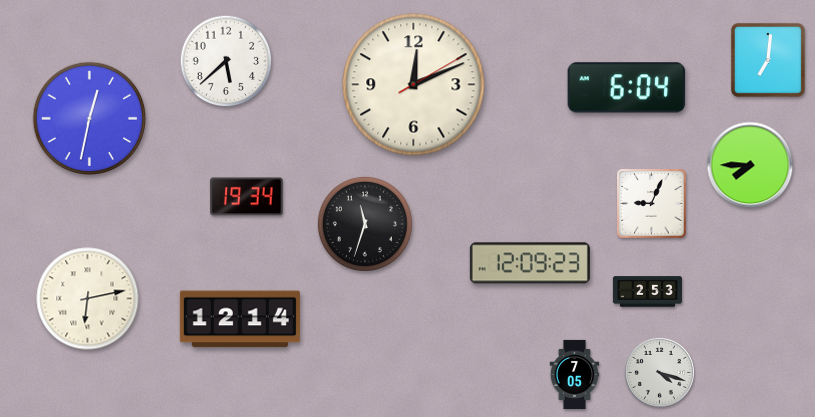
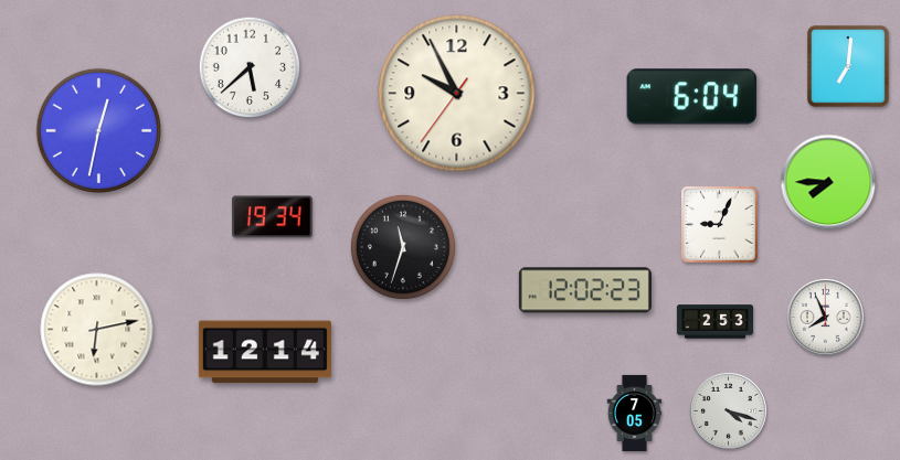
clock at (414, 85): 12:11 -> 9:55
clock at (530, 263): 12:09 -> 12:02
clock at (825, 317): none -> 7:56
